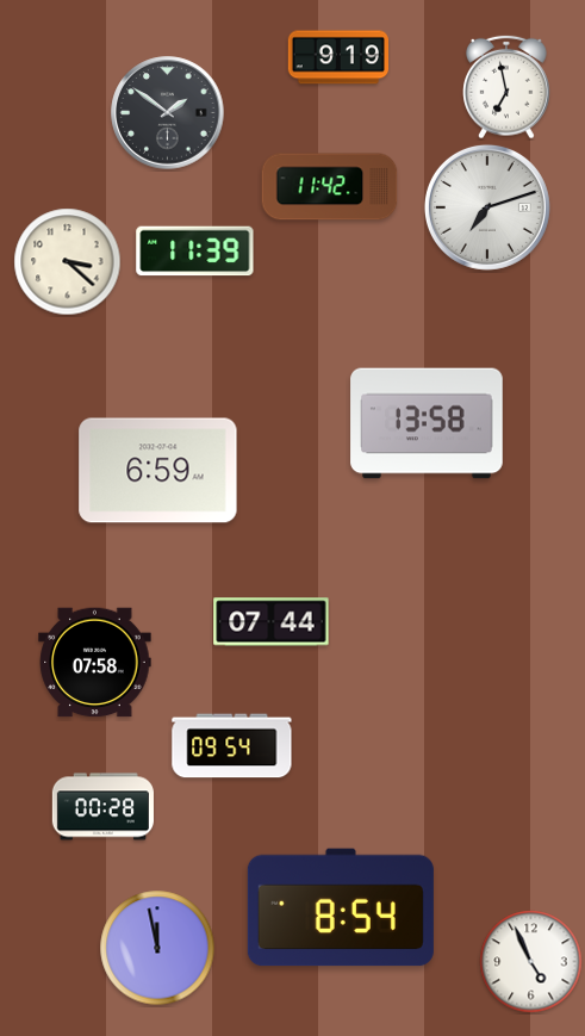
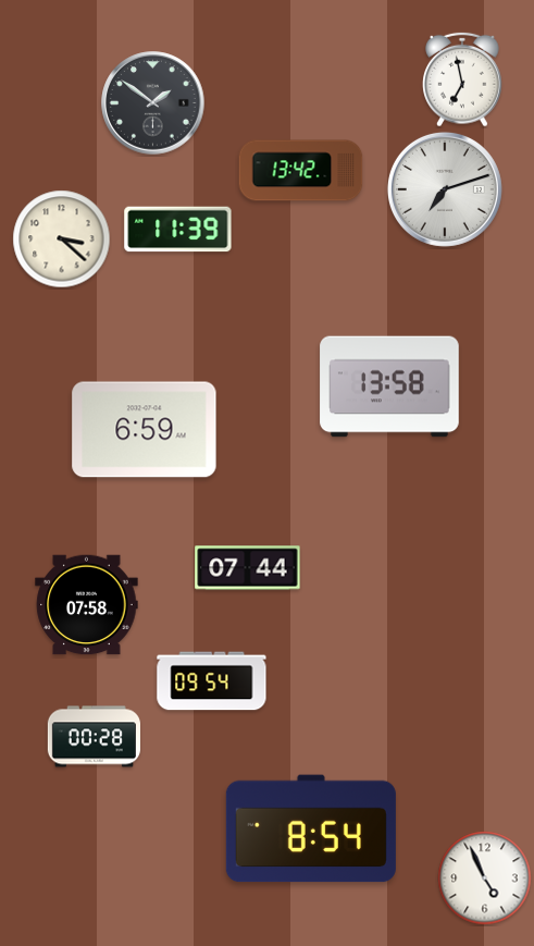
clock at (337, 57): 9:19 -> none
clock at (330, 187): 11:42 -> 13:42
clock at (157, 948): 11:58 -> none
